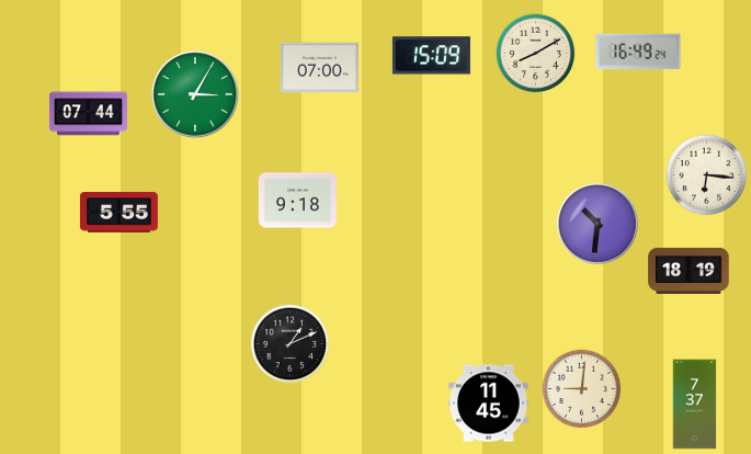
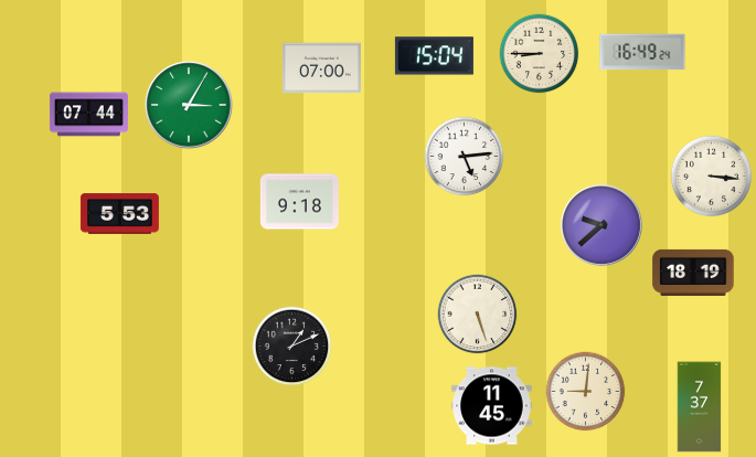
clock at (536, 54): 8:10 -> 8:45
clock at (431, 56): 15:09 -> 15:04
clock at (195, 94) position: (195, 94) -> (189, 105)
clock at (465, 157): none -> 5:14
clock at (707, 175): 6:16 -> 3:16
clock at (118, 213): 5:55 -> 5:53
clock at (599, 225): 10:31 -> 9:38
clock at (478, 315): none -> 5:27
